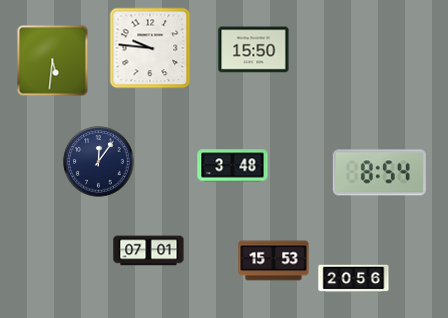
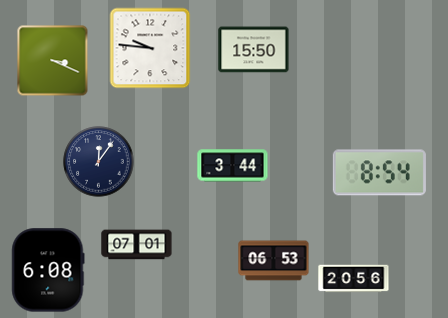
clock at (53, 61): 5:31 -> 3:19
clock at (233, 166): 3:48 -> 3:44
clock at (149, 251) position: (149, 251) -> (137, 245)
clock at (274, 261): 15:53 -> 06:53
clock at (48, 270): none -> 6:08
